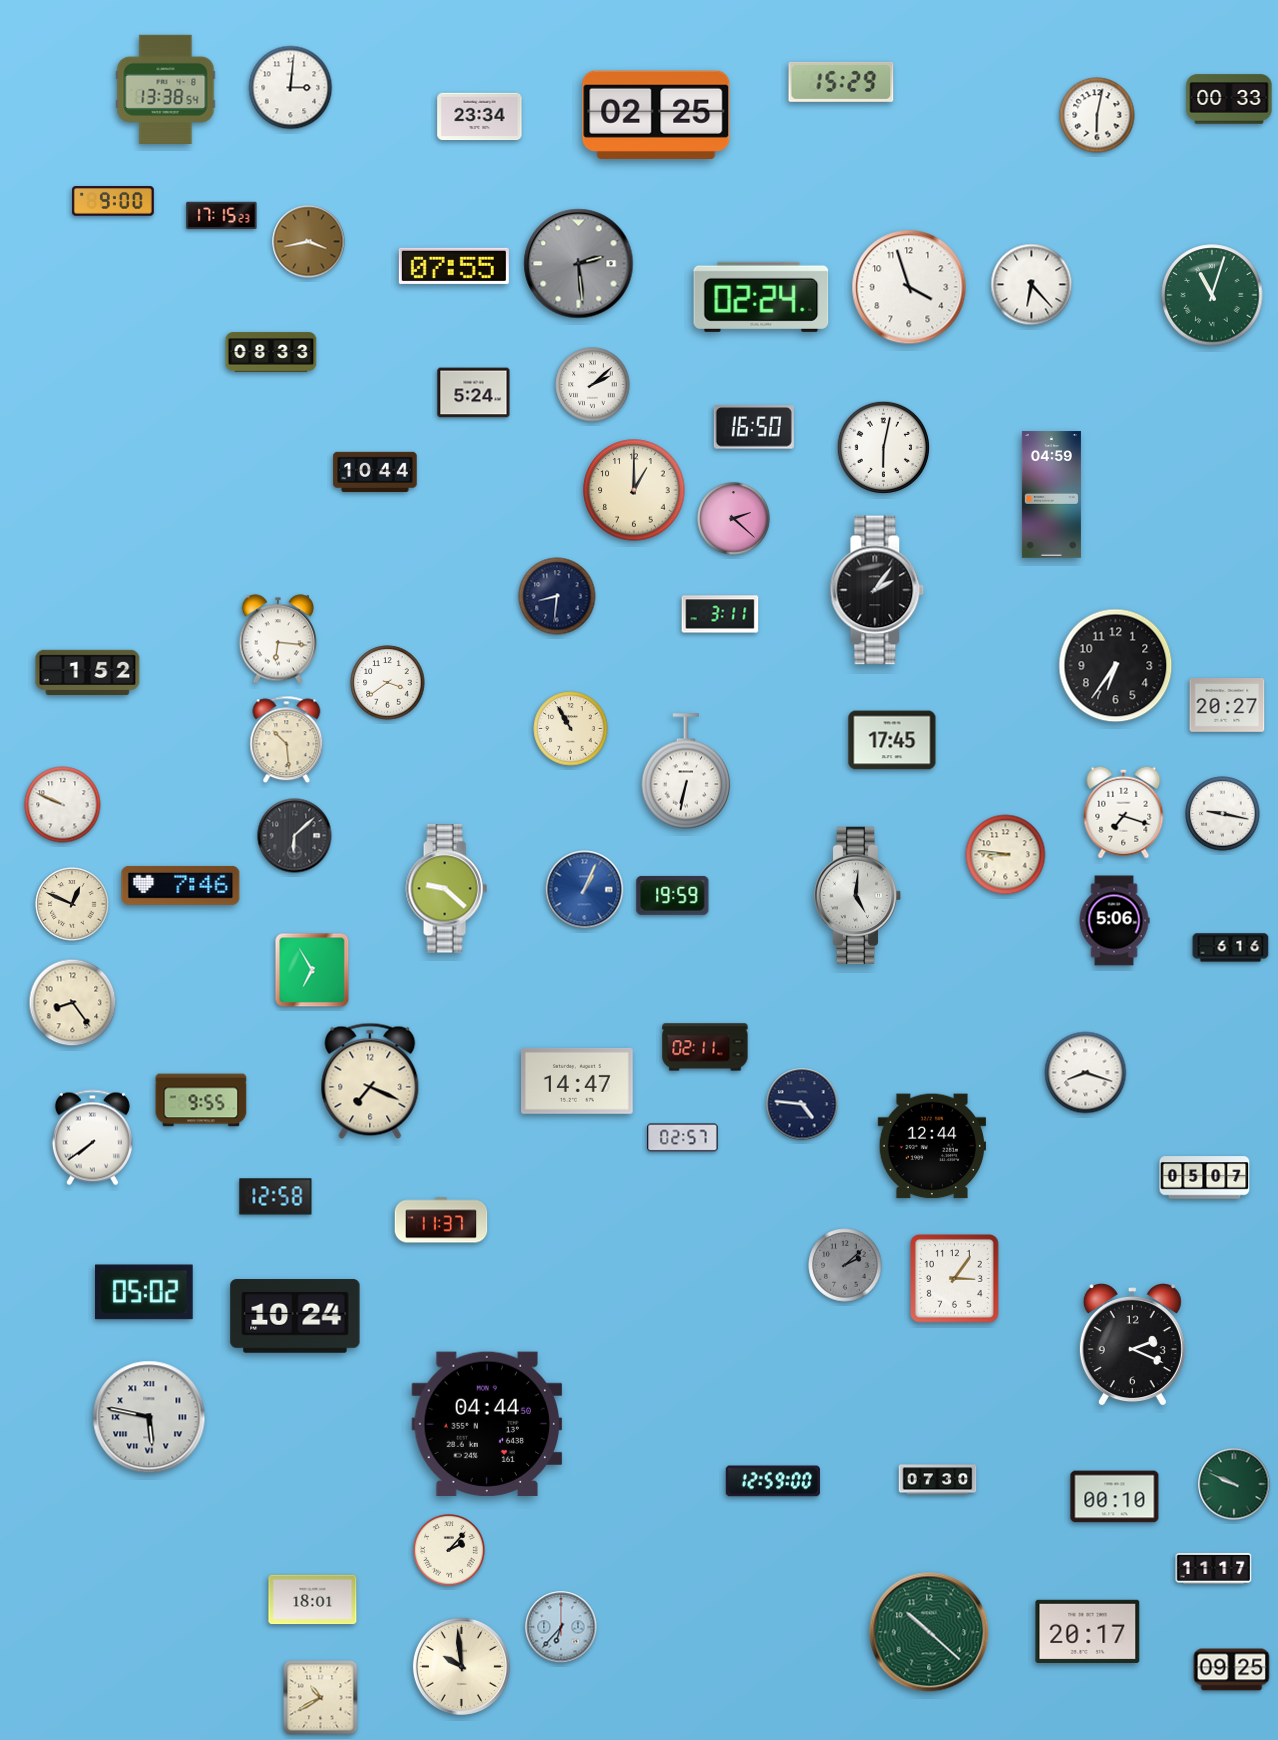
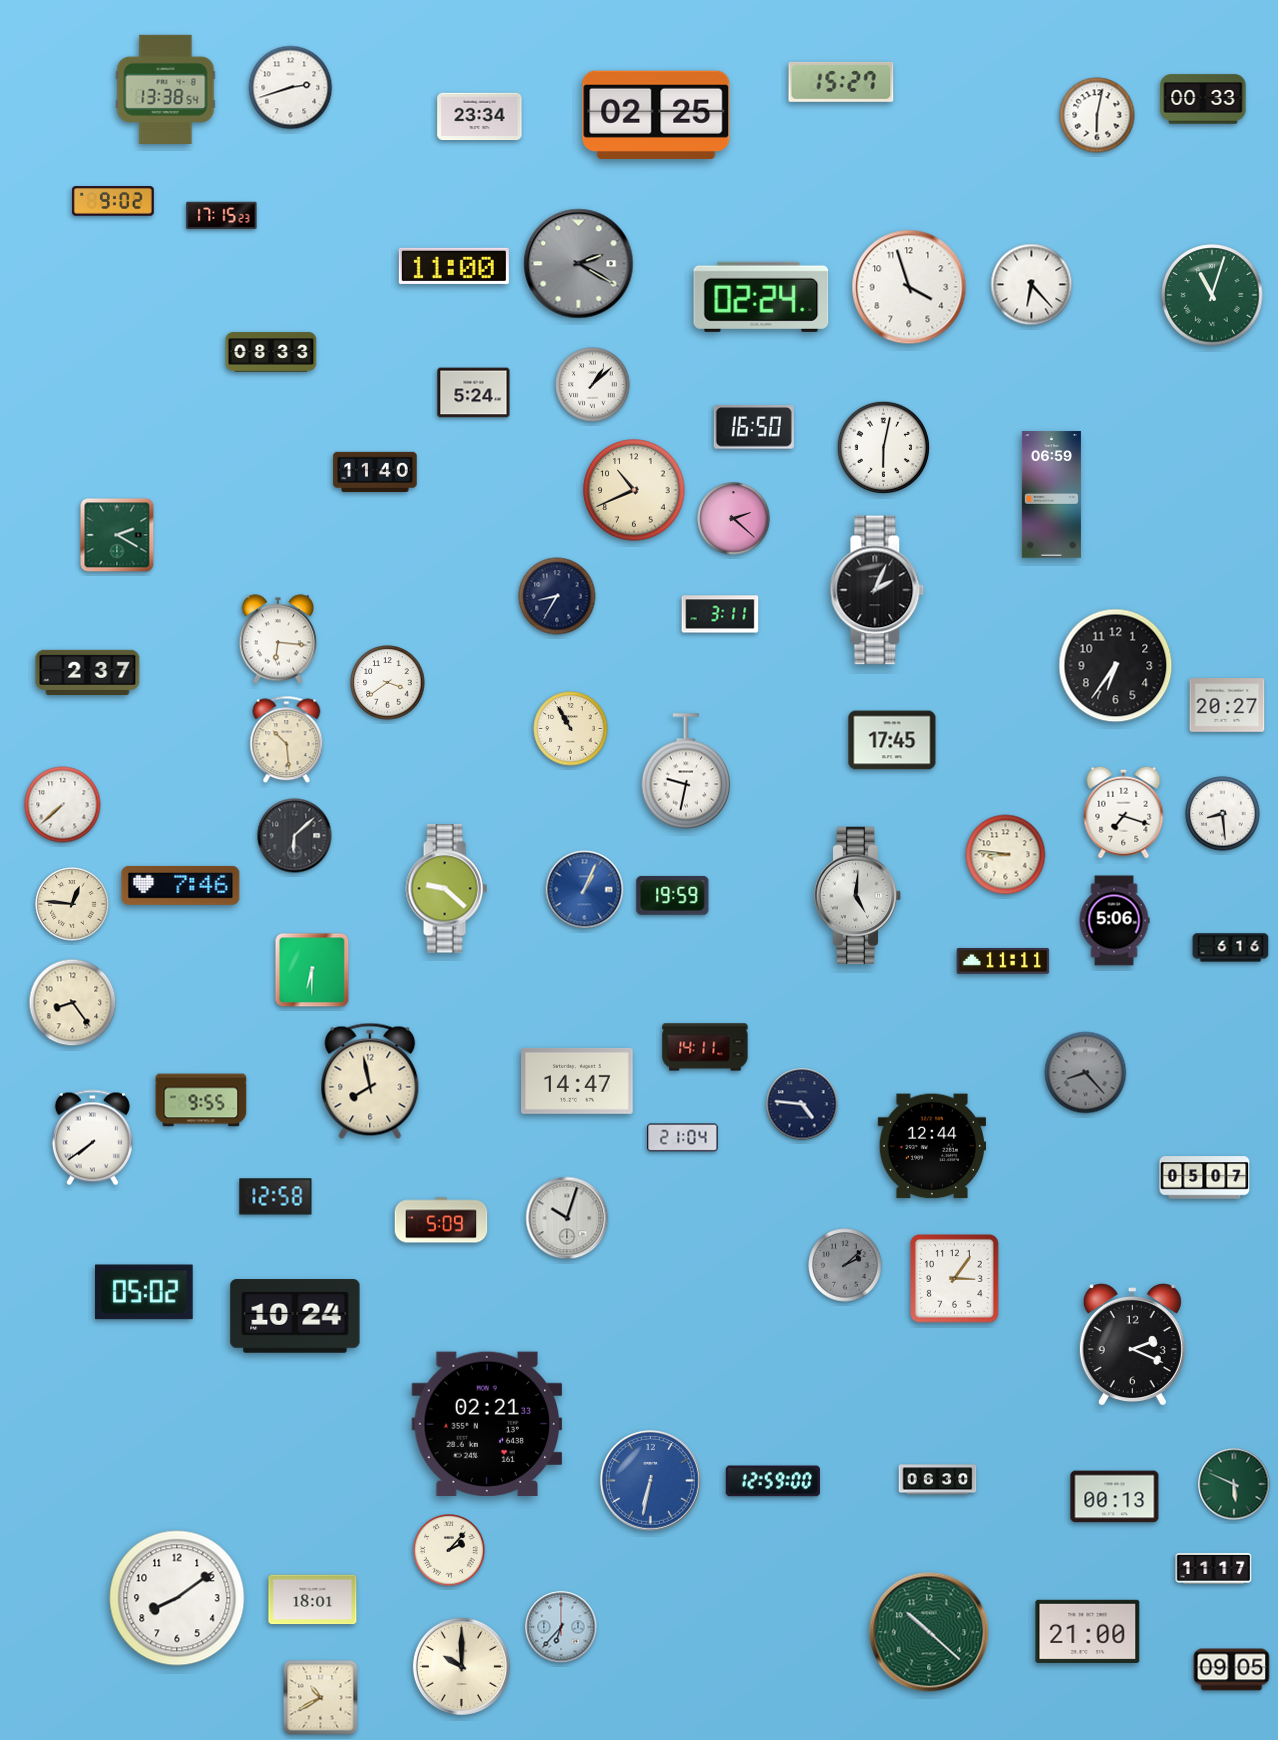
clock at (841, 82): 15:29 -> 15:27
clock at (291, 88): 3:01 -> 2:42
clock at (1229, 99) position: (1229, 99) -> (1203, 99)
clock at (114, 201): 9:00 -> 9:02
clock at (309, 242): 3:43 -> none
clock at (579, 264): 2:29 -> 2:20
clock at (454, 266): 07:55 -> 11:00
clock at (593, 385): 2:08 -> 1:08
clock at (375, 472): 10:44 -> 11:40
clock at (634, 490): 1:00 -> 10:41
clock at (1051, 495): 04:59 -> 06:59
clock at (117, 535): none -> 2:20
clock at (877, 590): 2:06 -> 2:04
clock at (557, 596): 8:31 -> 8:35
clock at (88, 673): 1:52 -> 2:37
clock at (686, 771): 6:32 -> 9:32
clock at (63, 805): 9:49 -> 7:38
clock at (1223, 814): 9:17 -> 8:29
clock at (72, 904): 12:49 -> 12:46
clock at (1003, 961): none -> 11:11
clock at (312, 970): 6:55 -> 6:30
clock at (705, 1047): 02:11 -> 14:11
clock at (1086, 1073): 8:18 -> 8:23
clock at (1086, 1073) dial: white -> grey
clock at (370, 1081): 7:19 -> 7:58
clock at (683, 1138): 02:57 -> 21:04
clock at (567, 1218): none -> 10:03
clock at (441, 1220): 11:37 -> 5:09
clock at (149, 1417): 5:47 -> none
clock at (487, 1424): 04:44 -> 02:21
clock at (650, 1480): none -> 6:32
clock at (938, 1480): 07:30 -> 06:30
clock at (1234, 1484): 9:49 -> 5:49
clock at (1115, 1497): 00:10 -> 00:13
clock at (177, 1598): none -> 8:09
clock at (1088, 1631): 20:17 -> 21:00
clock at (461, 1666): 9:59 -> 10:00
clock at (1232, 1670): 09:25 -> 09:05
